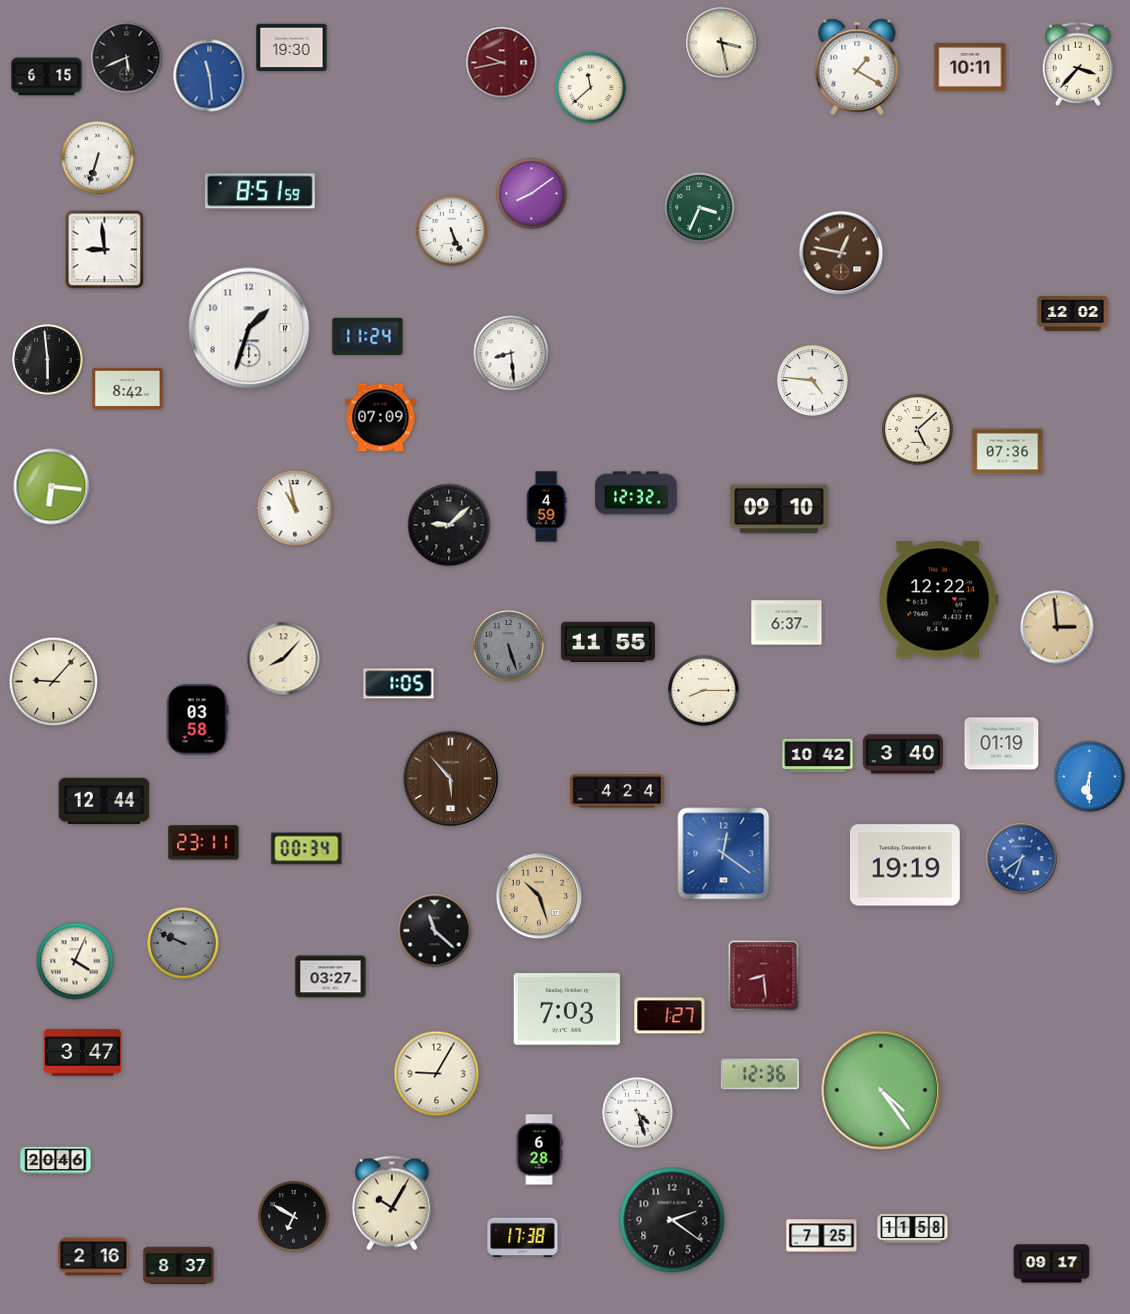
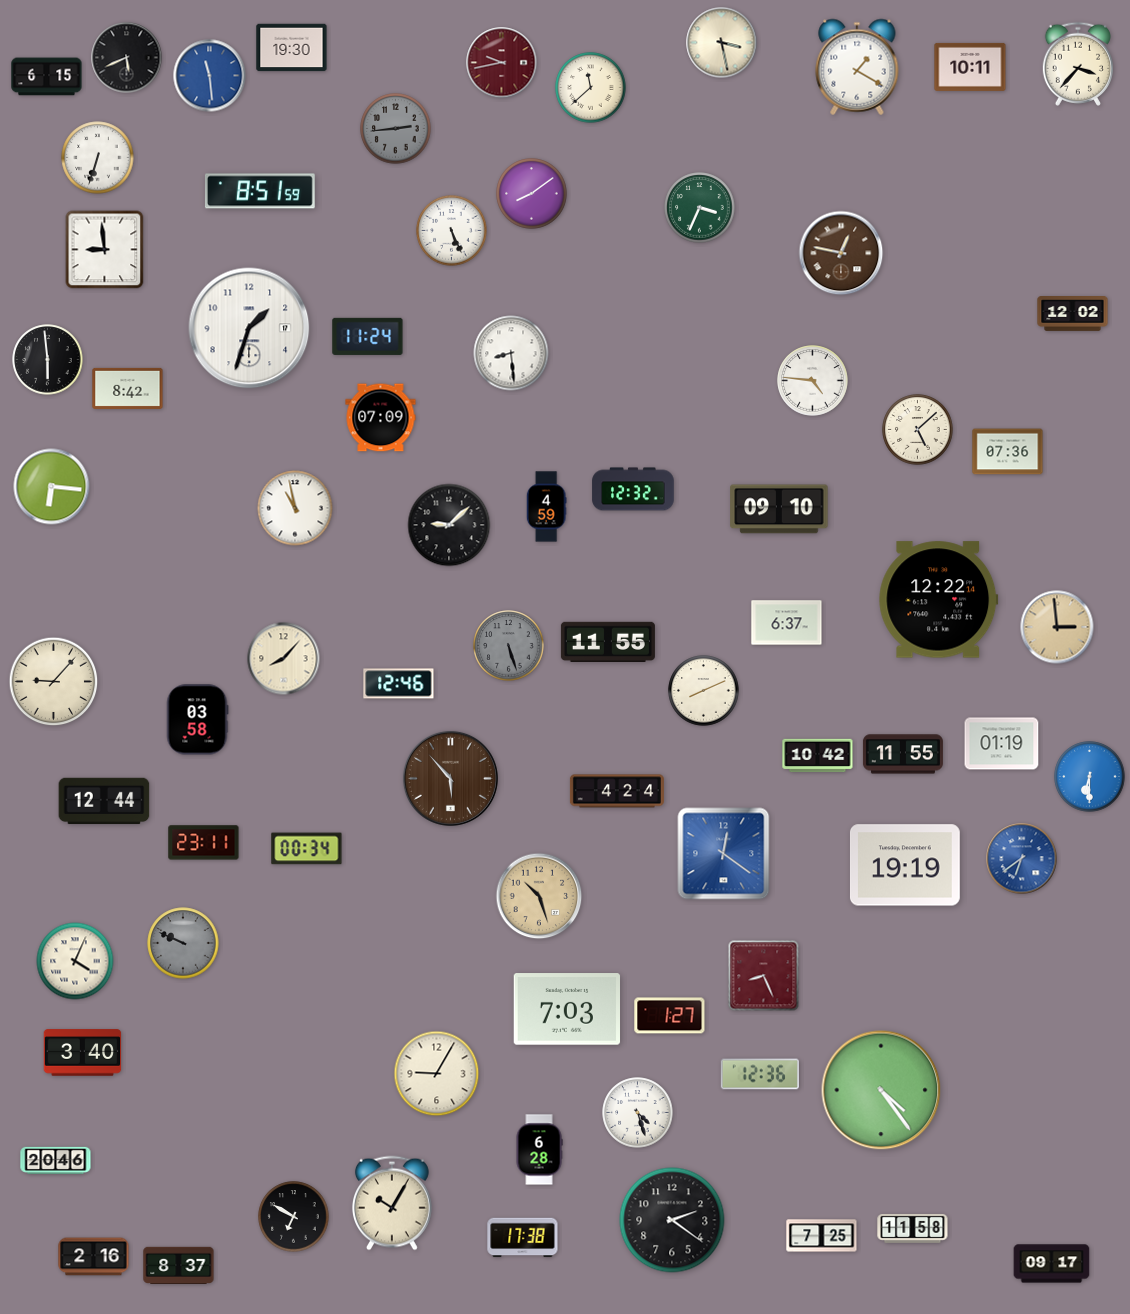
clock at (396, 129): none -> 2:44
clock at (636, 493) position: (636, 493) -> (633, 489)
clock at (399, 684): 1:05 -> 12:46
clock at (704, 691): 8:15 -> 8:11
clock at (903, 754): 3:40 -> 11:55
clock at (435, 931): 11:22 -> none
clock at (764, 976): 8:29 -> 8:26
clock at (331, 977): 03:27 -> none
clock at (83, 1053): 3:47 -> 3:40
